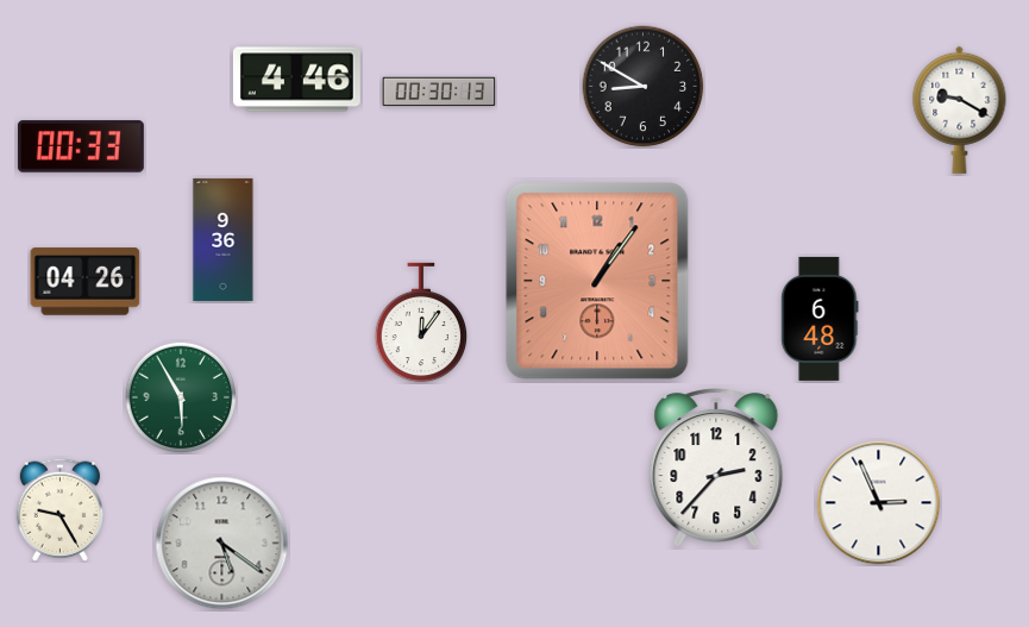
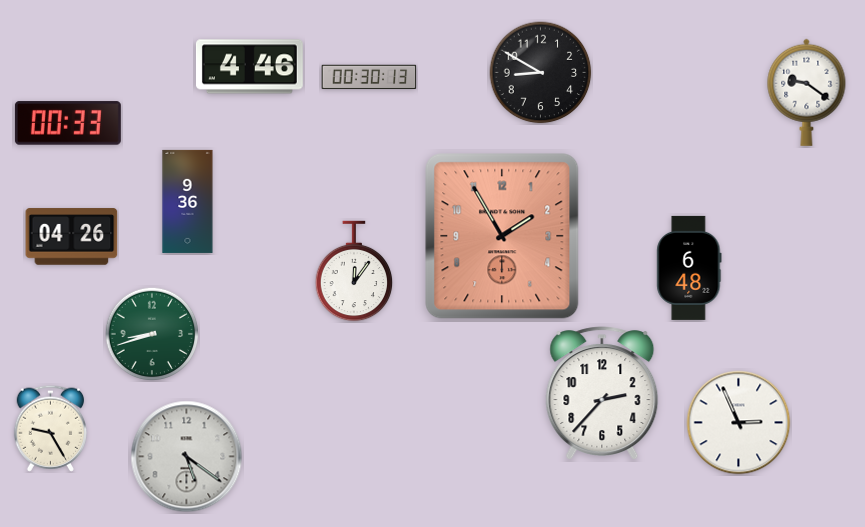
clock at (960, 109): 9:20 -> 9:21
clock at (597, 281): 1:06 -> 1:55
clock at (181, 397): 5:55 -> 8:42
